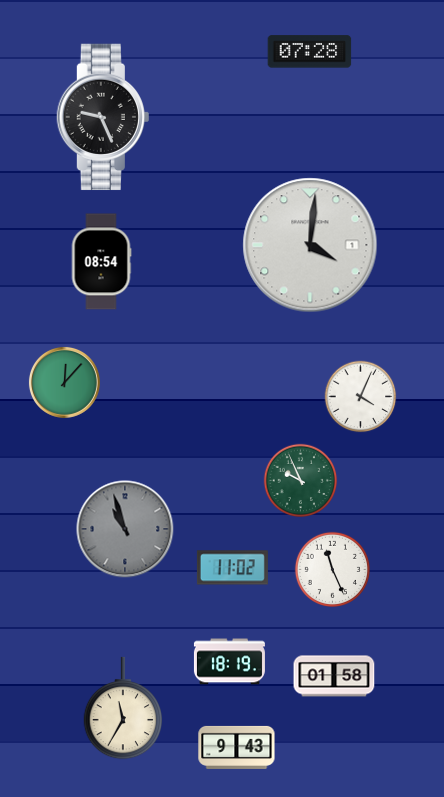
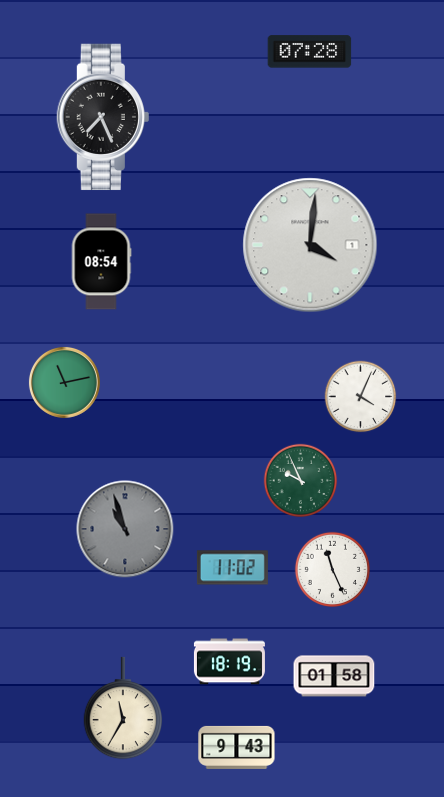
clock at (103, 117): 9:26 -> 7:26
clock at (64, 382): 12:07 -> 11:13
